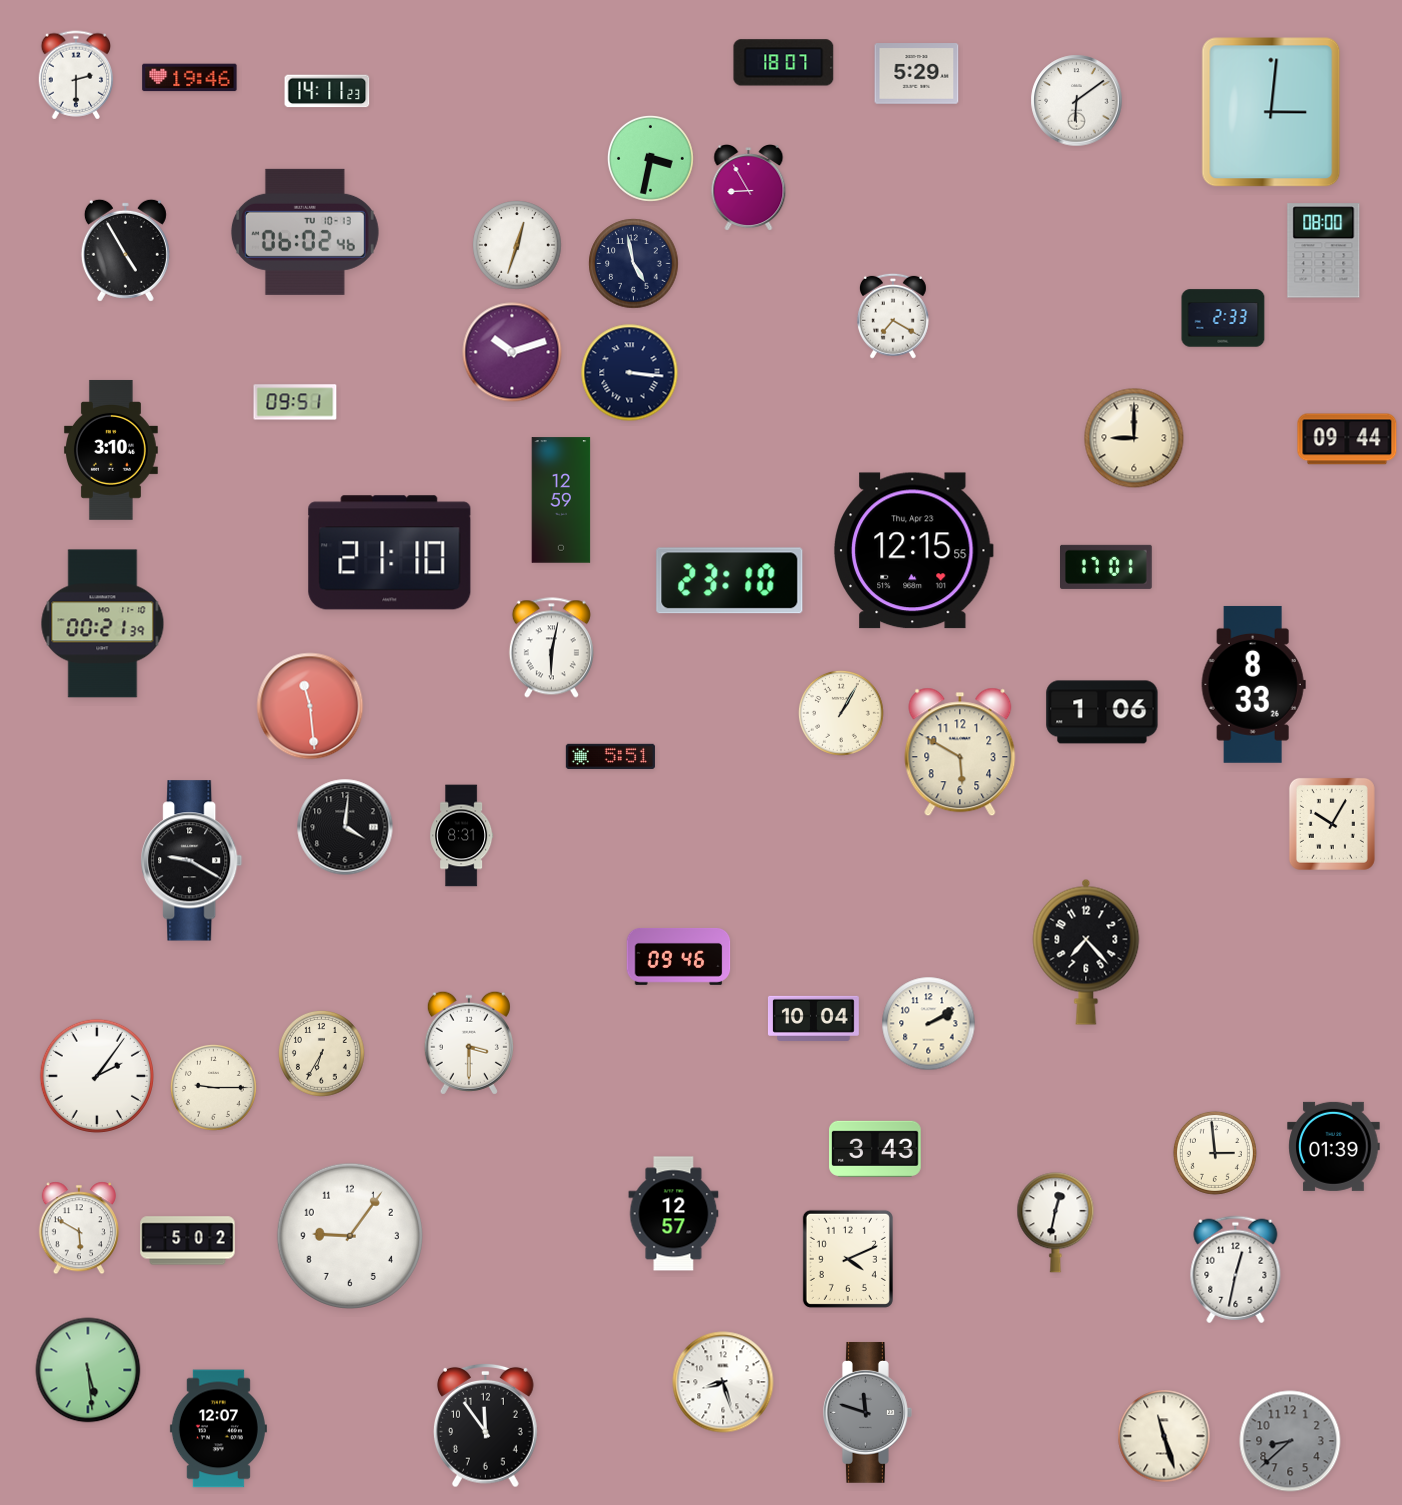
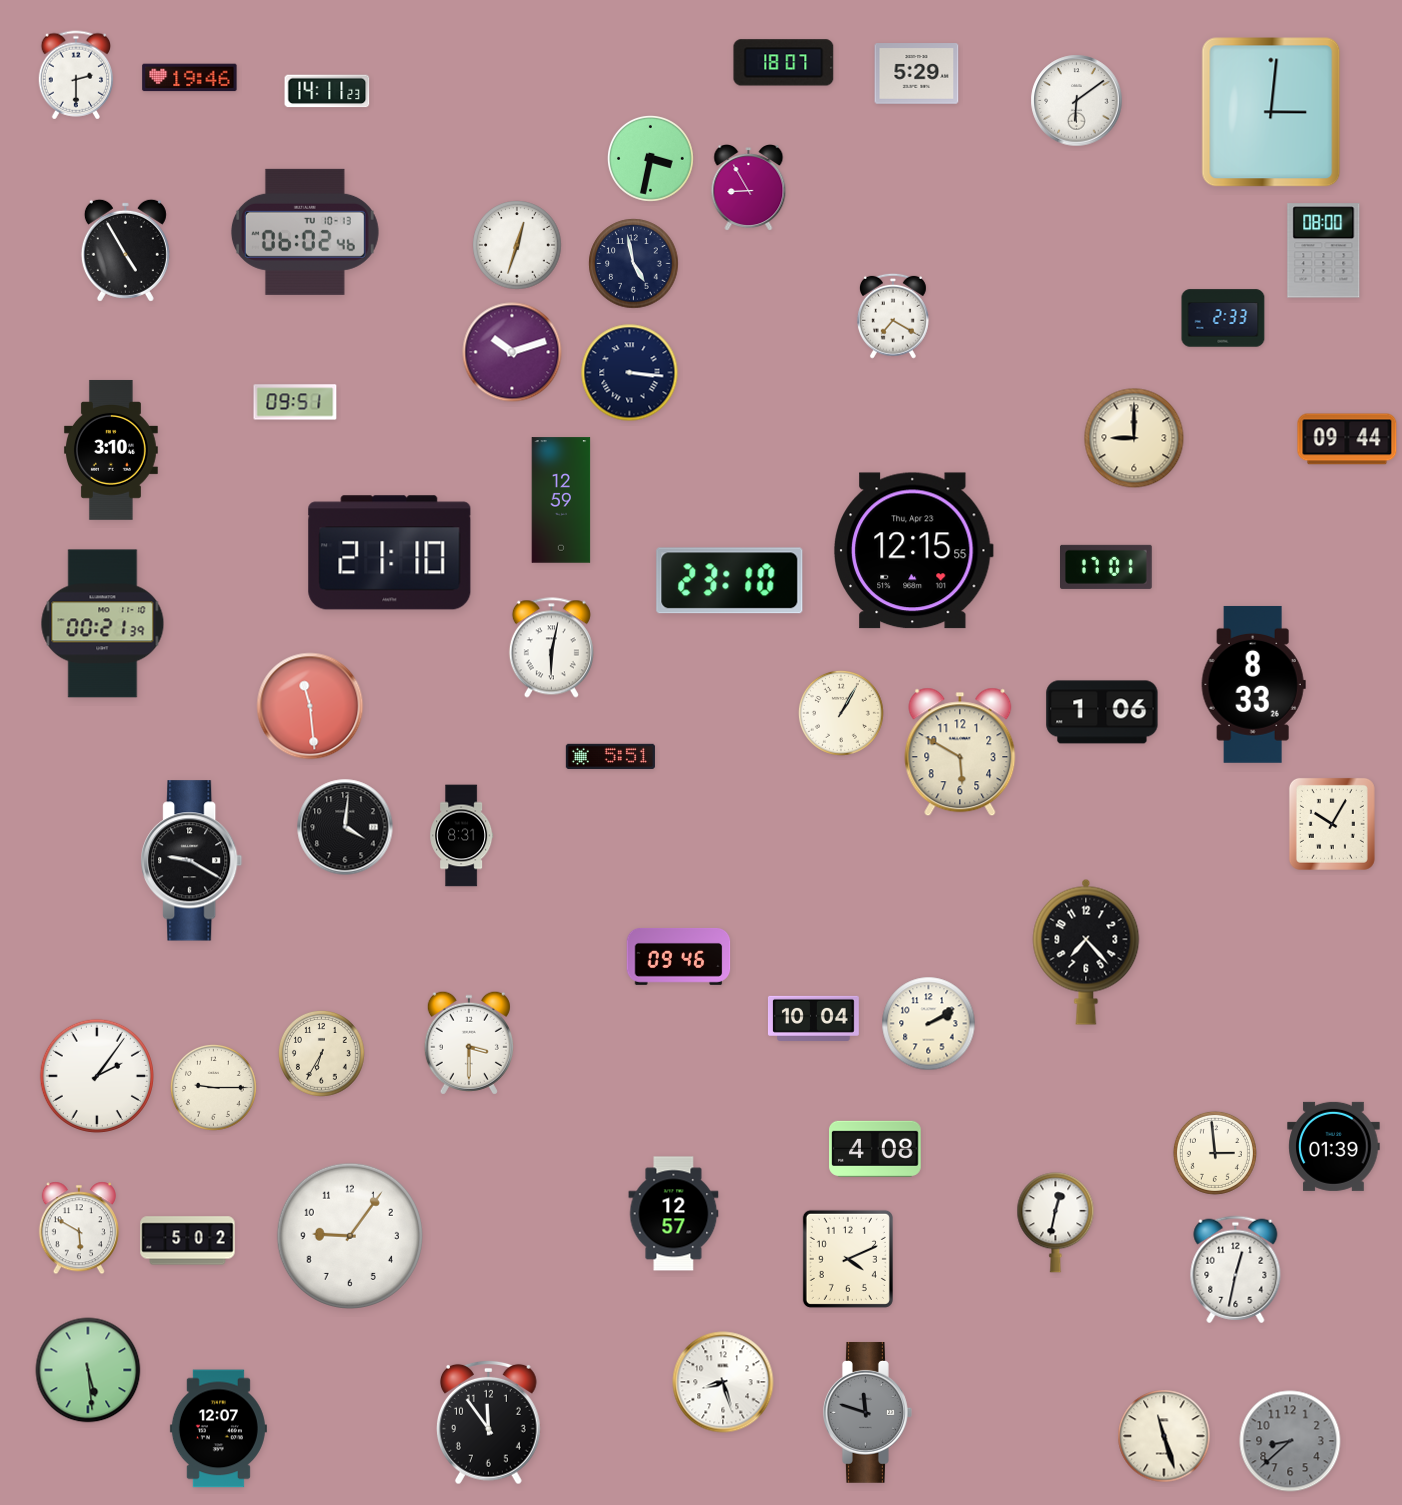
clock at (876, 1149): 3:43 -> 4:08
clock at (486, 1425) position: (486, 1425) -> (489, 1422)
